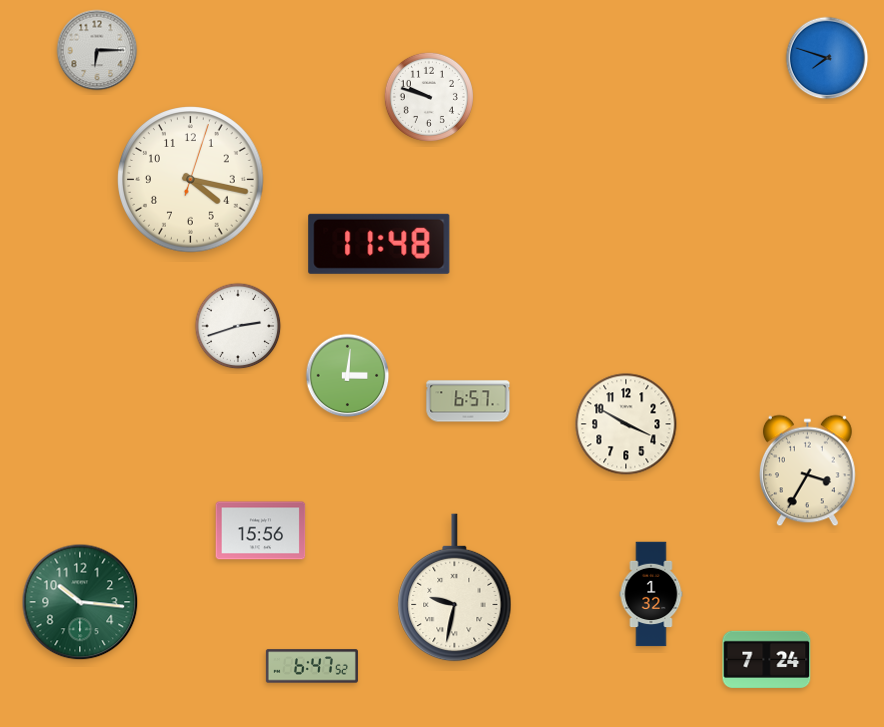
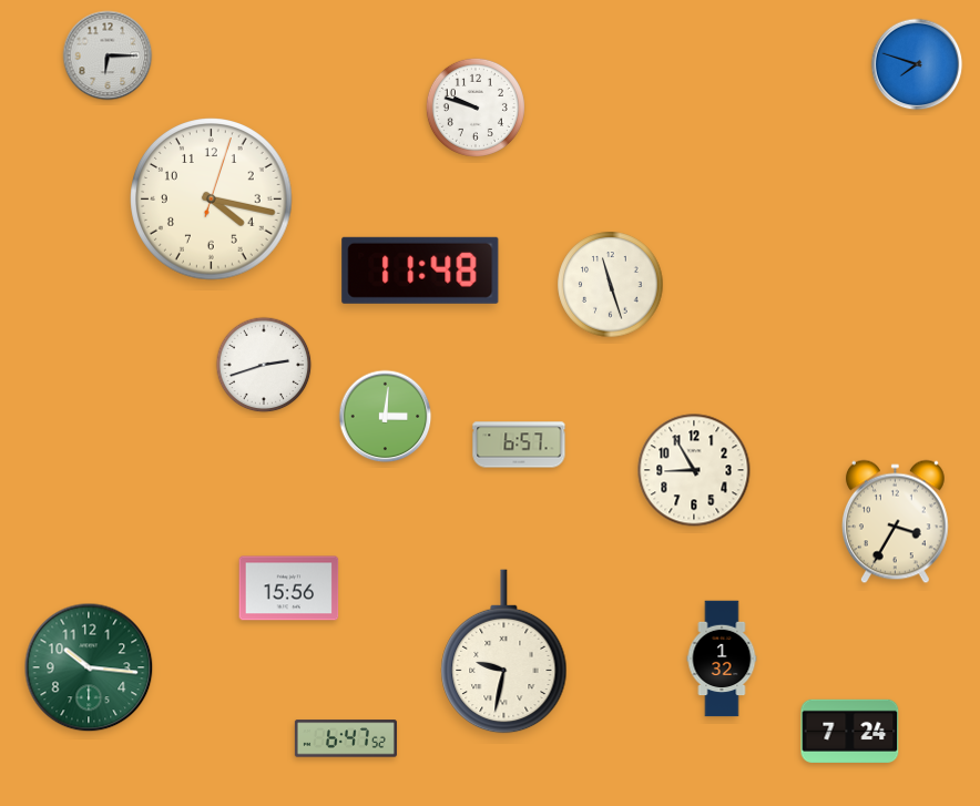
clock at (611, 285): none -> 11:27
clock at (238, 326) position: (238, 326) -> (264, 365)
clock at (626, 424): 3:50 -> 8:55
